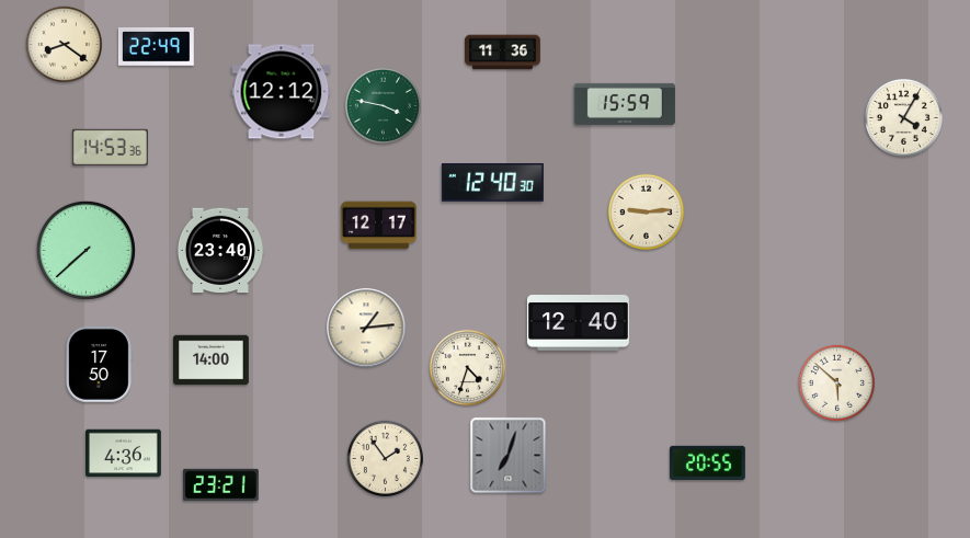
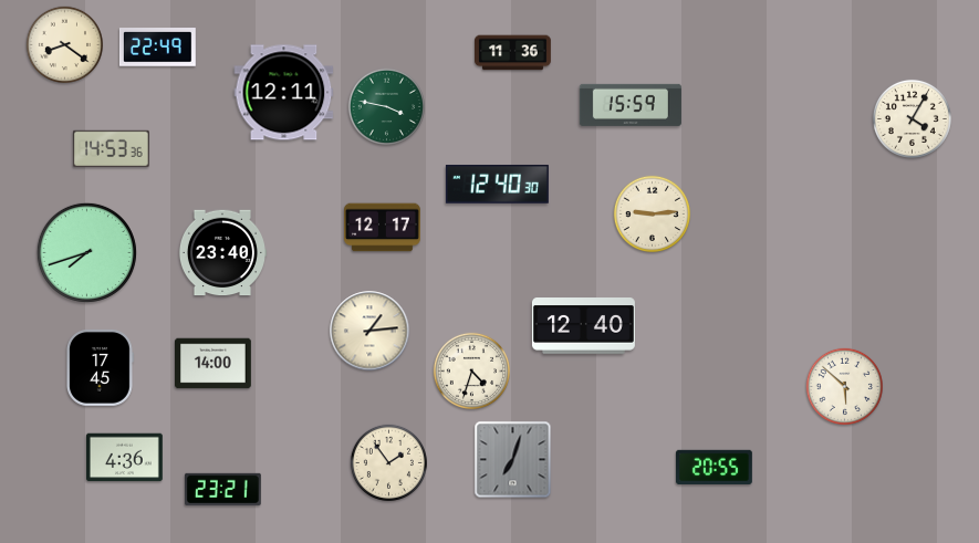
clock at (503, 53) position: (503, 53) -> (513, 53)
clock at (282, 92): 12:12 -> 12:11
clock at (85, 250): 7:38 -> 7:42
clock at (100, 364): 17:50 -> 17:45
